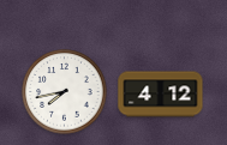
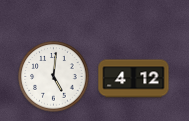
clock at (65, 92): 7:43 -> 5:01
